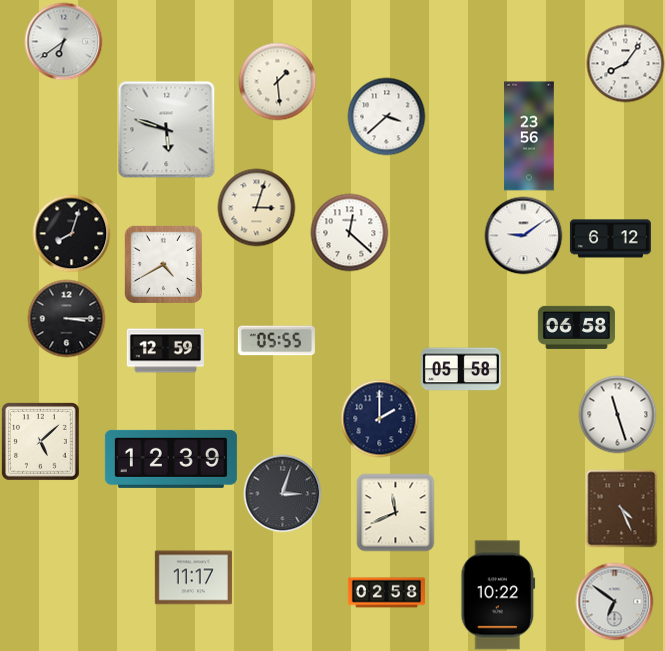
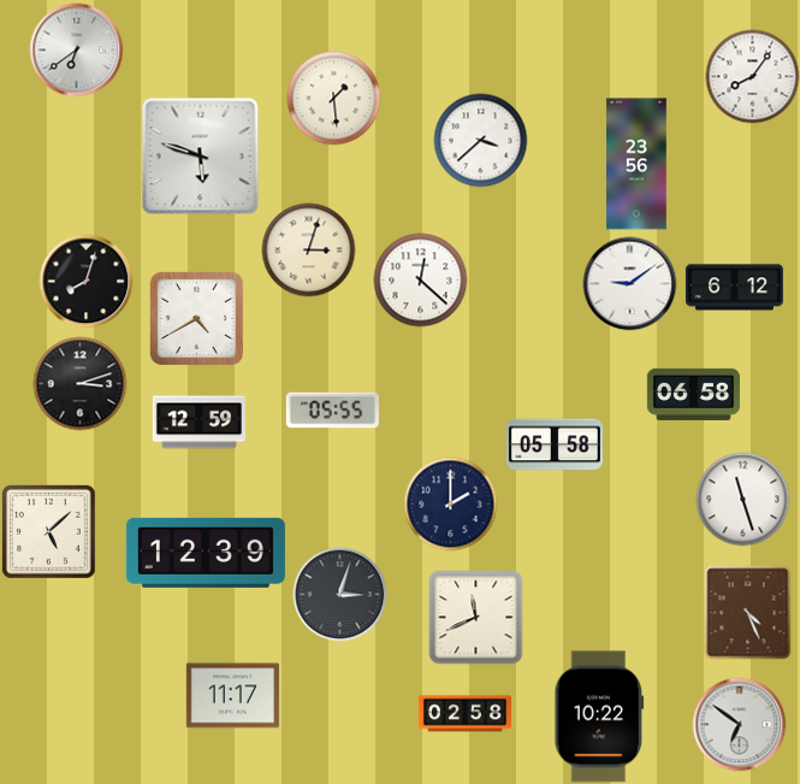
clock at (386, 116) position: (386, 116) -> (480, 140)
clock at (66, 318): 3:15 -> 3:12
clock at (379, 418) position: (379, 418) -> (450, 503)
